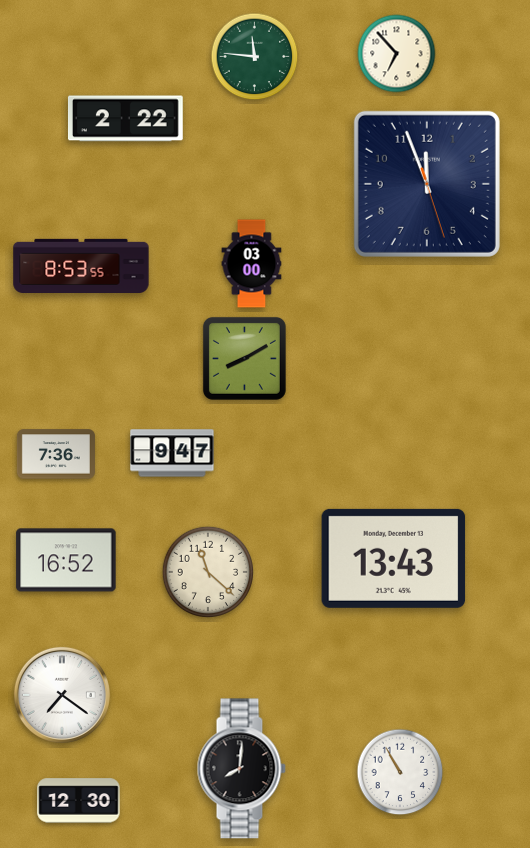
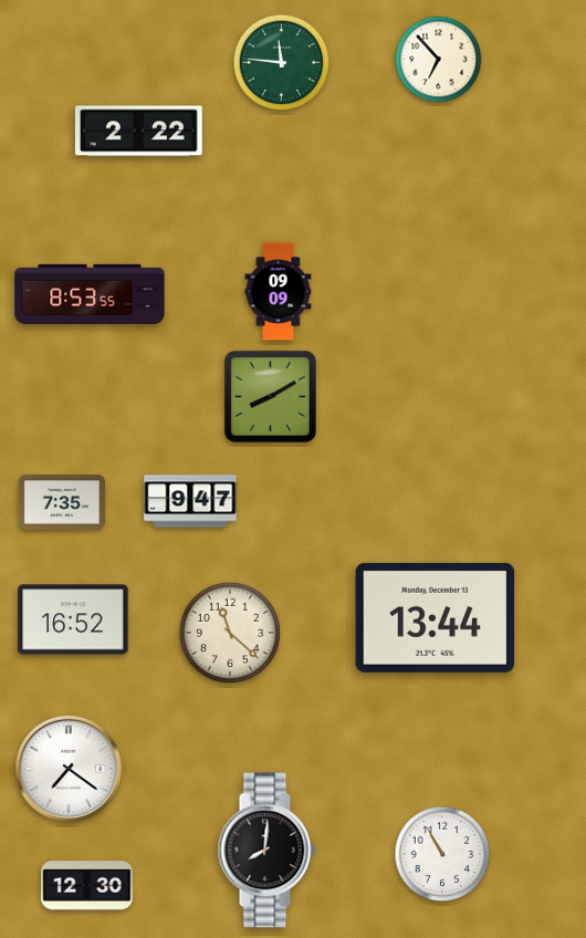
clock at (427, 184): 11:56 -> none
clock at (252, 264): 03:00 -> 09:09
clock at (56, 454): 7:36 -> 7:35
clock at (394, 558): 13:43 -> 13:44
